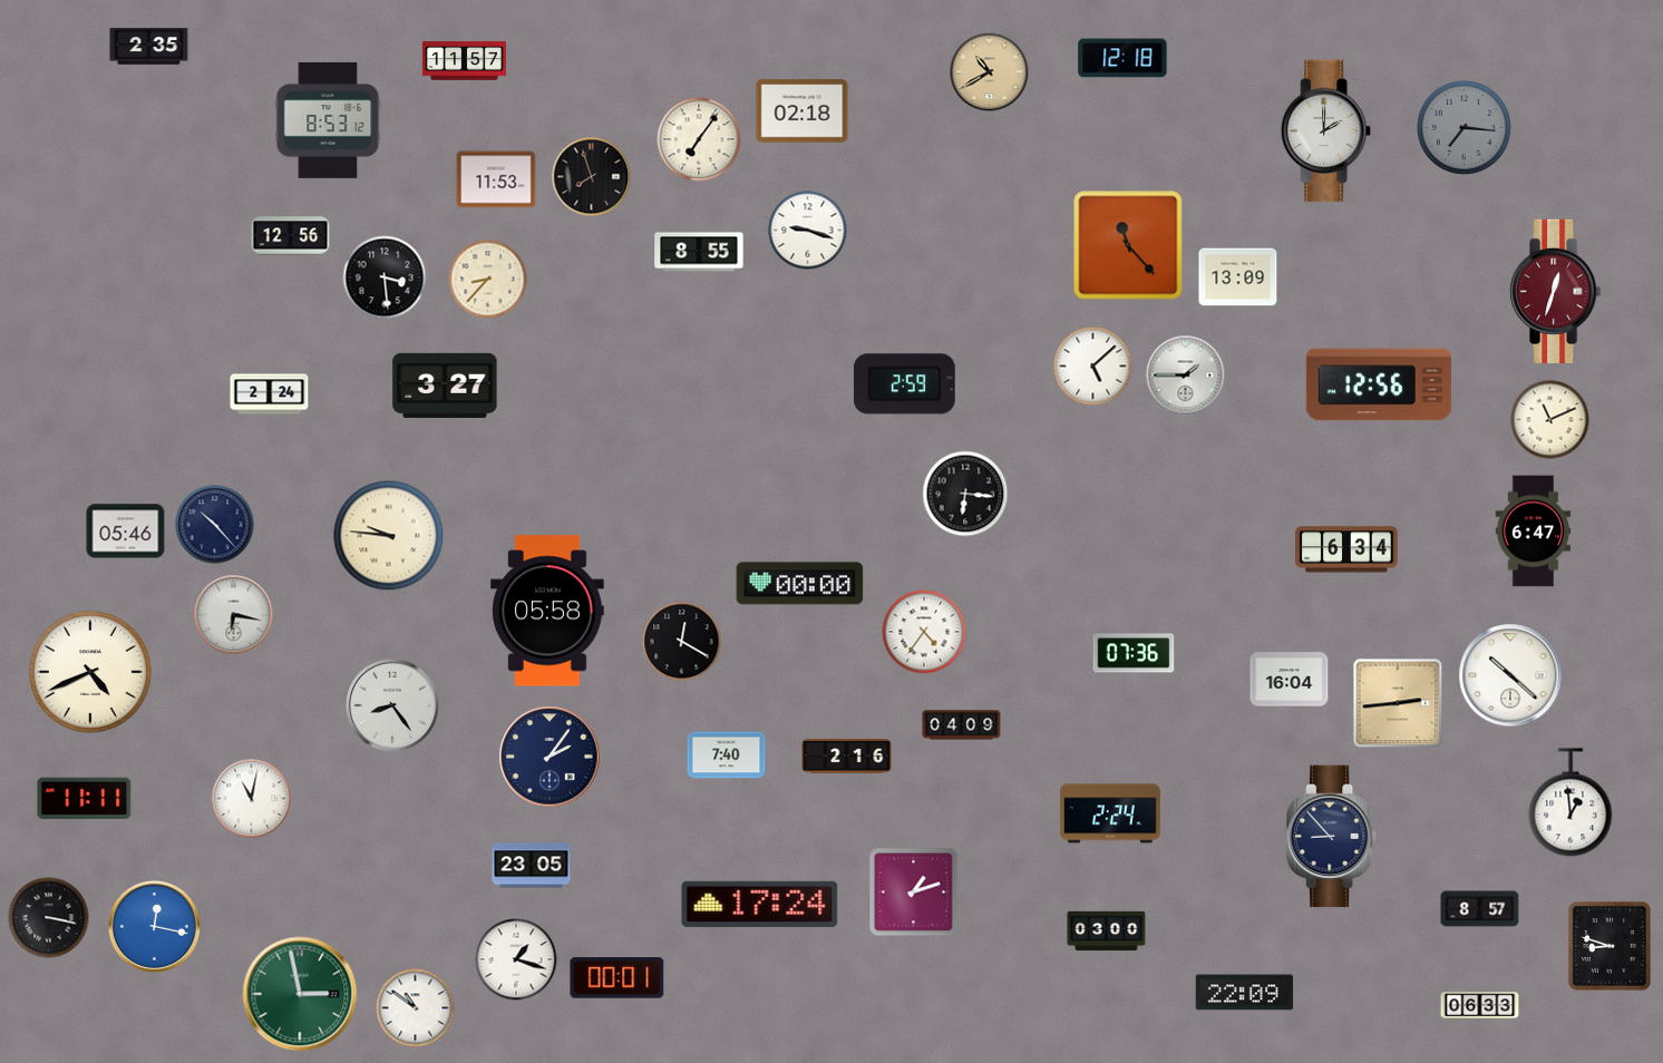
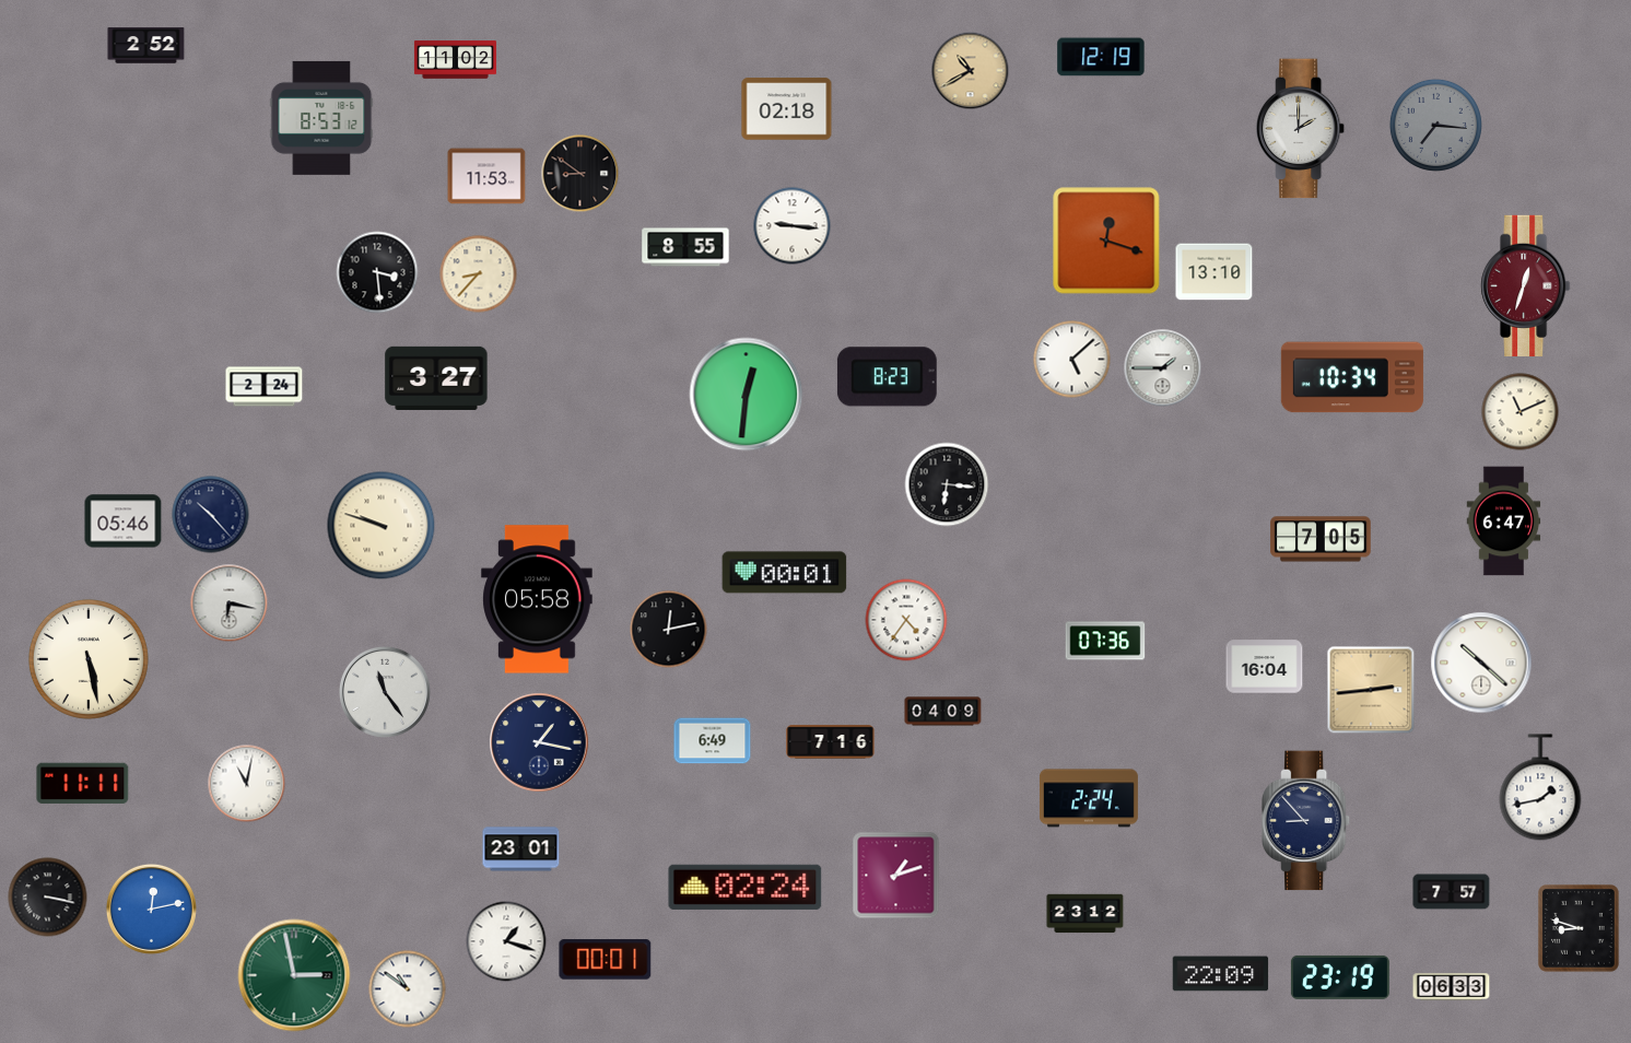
clock at (149, 47): 2:35 -> 2:52
clock at (1122, 58): 12:18 -> 12:19
clock at (464, 61): 11:57 -> 11:02
clock at (699, 139): 7:06 -> none
clock at (592, 177): 7:57 -> 8:51
clock at (808, 231): 9:18 -> 9:16
clock at (291, 236): 12:56 -> none
clock at (1128, 245): 11:23 -> 12:18
clock at (1238, 277): 13:09 -> 13:10
clock at (904, 384): 2:59 -> 8:23
clock at (1379, 384): 12:56 -> 10:34
clock at (747, 395): none -> 12:31
clock at (389, 536): 9:46 -> 9:48
clock at (1346, 549): 6:34 -> 7:05
clock at (800, 584): 00:00 -> 00:01
clock at (682, 642): 12:20 -> 12:13
clock at (1134, 653) position: (1134, 653) -> (1105, 641)
clock at (90, 672): 4:41 -> 5:28
clock at (392, 705): 8:24 -> 11:24
clock at (727, 755): 7:40 -> 6:49
clock at (550, 757): 2:06 -> 1:17
clock at (847, 757): 2:16 -> 7:16
clock at (1570, 802): 12:59 -> 1:43
clock at (532, 866): 23:05 -> 23:01
clock at (760, 904): 17:24 -> 02:24
clock at (1480, 909): 8:57 -> 7:57
clock at (49, 918) position: (49, 918) -> (48, 898)
clock at (154, 926): 12:17 -> 12:13
clock at (1107, 932): 03:00 -> 23:12
clock at (1340, 977): none -> 23:19
